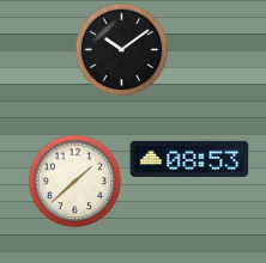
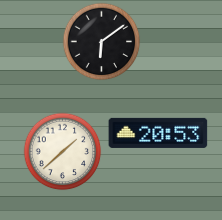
clock at (121, 49): 10:09 -> 6:09
clock at (189, 159): 08:53 -> 20:53
